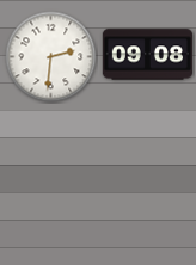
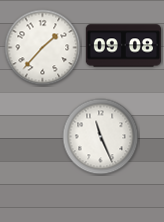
clock at (51, 57): 2:31 -> 1:37
clock at (101, 137): none -> 11:26
